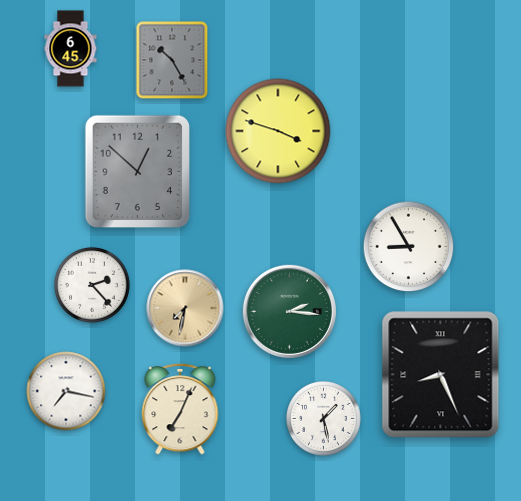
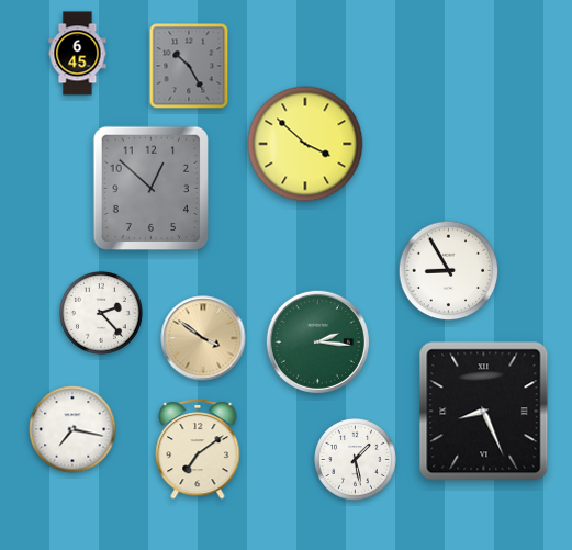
clock at (278, 131): 3:48 -> 3:52
clock at (185, 308): 7:32 -> 3:51
clock at (180, 409): 7:04 -> 7:09
